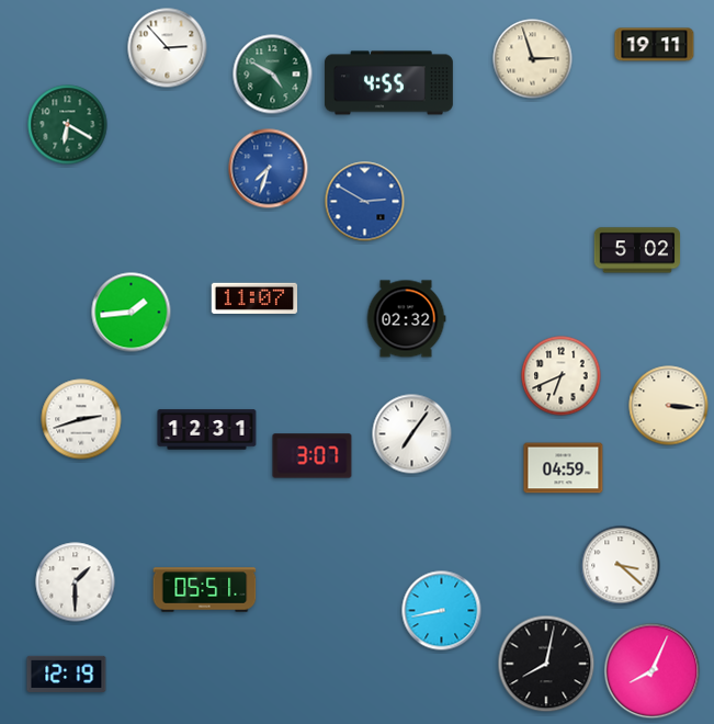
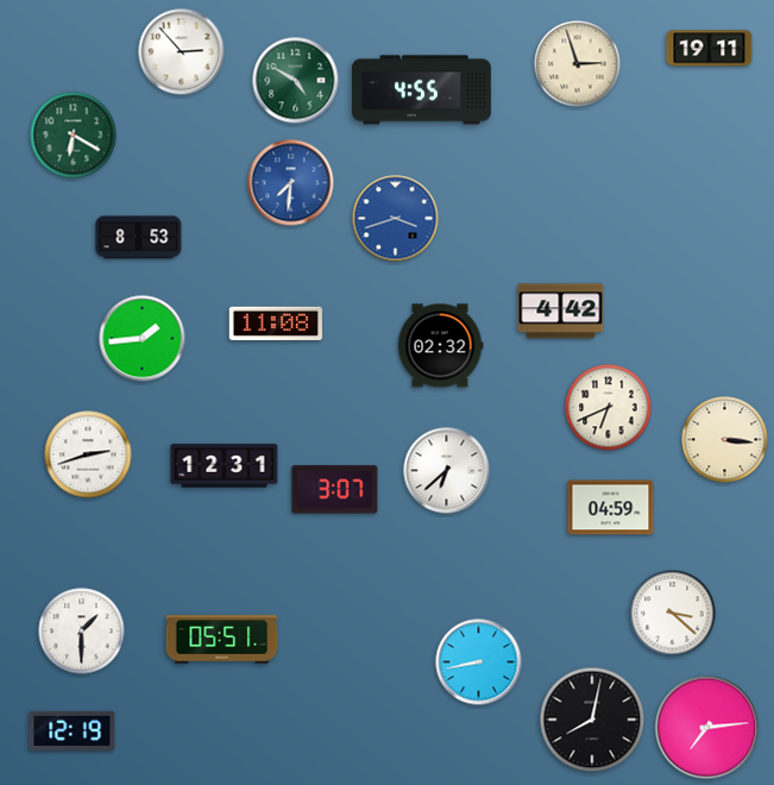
clock at (269, 169): 7:33 -> 7:31
clock at (365, 202): 2:50 -> 3:42
clock at (139, 238): none -> 8:53
clock at (637, 250): 5:02 -> none
clock at (561, 312): none -> 4:42
clock at (253, 298): 11:07 -> 11:08
clock at (412, 434): 7:06 -> 6:38
clock at (313, 456) position: (313, 456) -> (335, 490)
clock at (653, 671): 8:04 -> 7:14
